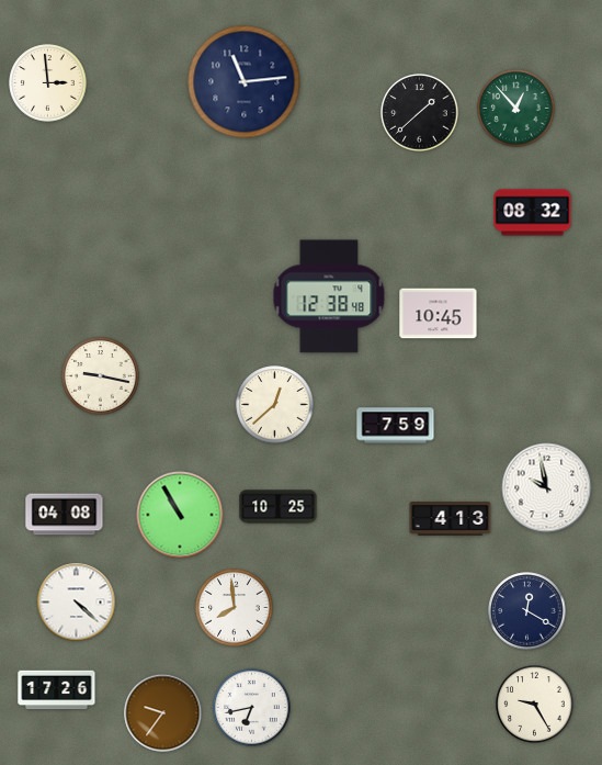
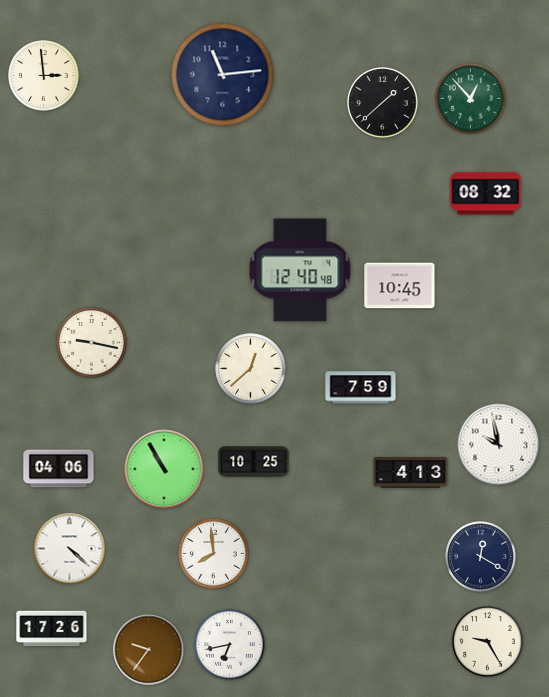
clock at (329, 296): 12:38 -> 12:40
clock at (65, 515): 04:08 -> 04:06
